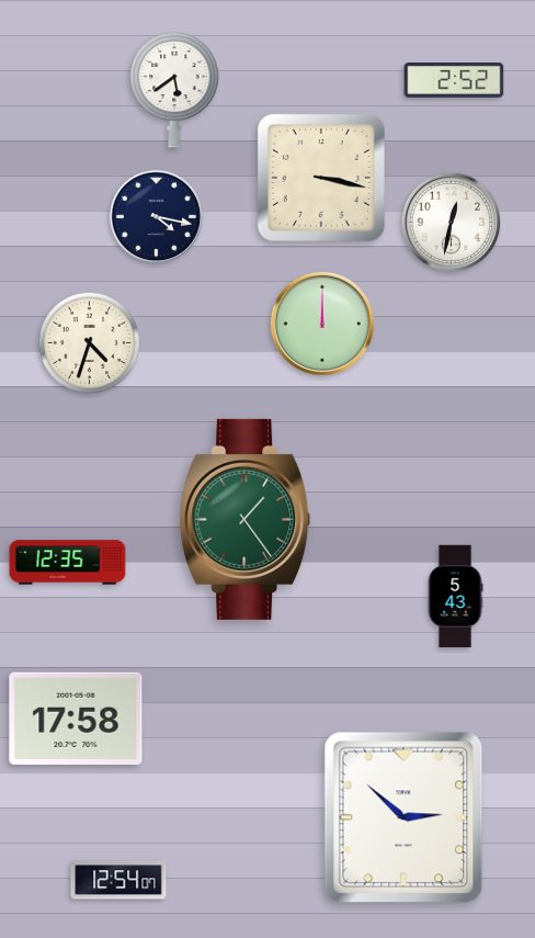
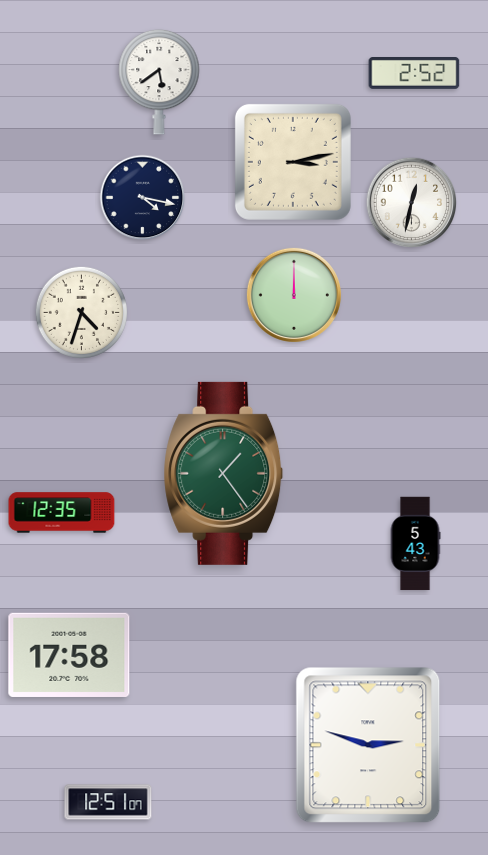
clock at (321, 178): 3:17 -> 3:13
clock at (403, 817): 2:52 -> 2:48
clock at (118, 880): 12:54 -> 12:51
